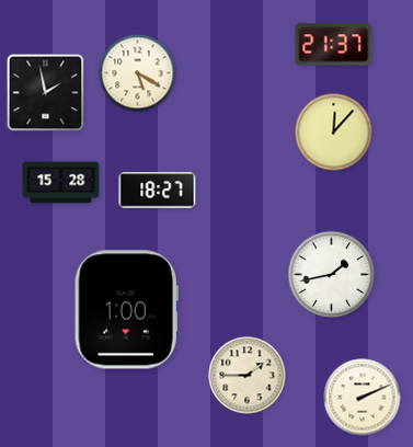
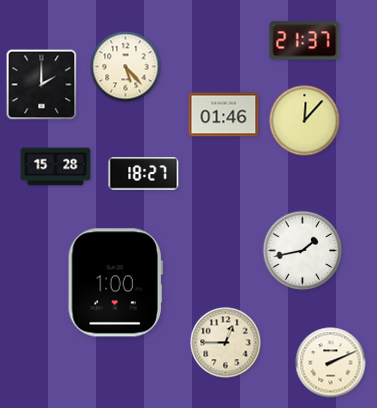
clock at (138, 73): 5:20 -> 5:23
clock at (46, 93): 1:58 -> 2:00
clock at (224, 115): none -> 01:46
clock at (248, 376): 1:45 -> 12:45
